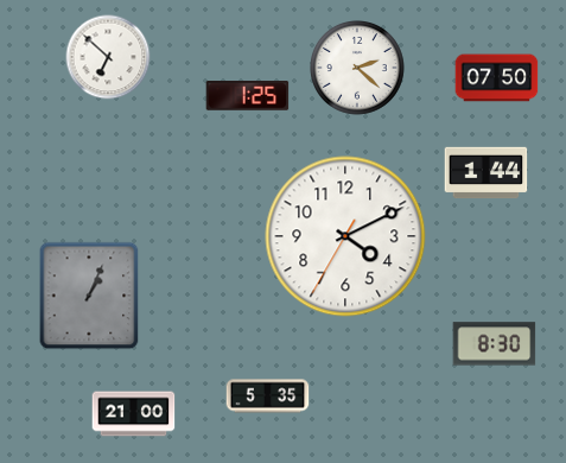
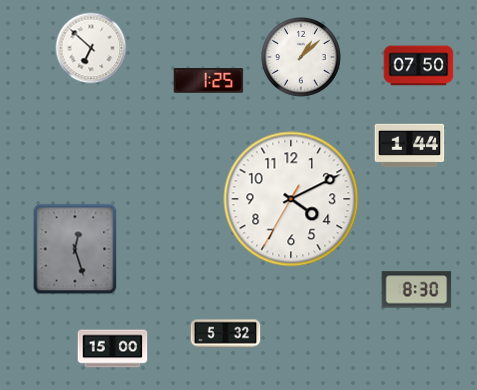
clock at (358, 69): 2:22 -> 1:08
clock at (89, 296): 1:04 -> 12:27
clock at (268, 397): 5:35 -> 5:32
clock at (134, 414): 21:00 -> 15:00
